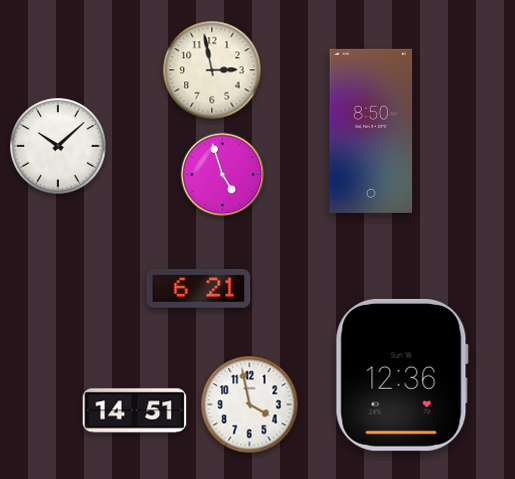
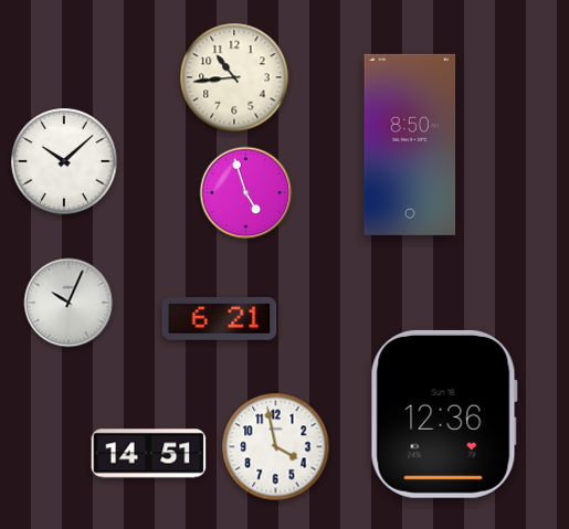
clock at (212, 70): 2:58 -> 10:44
clock at (69, 303): none -> 10:04
